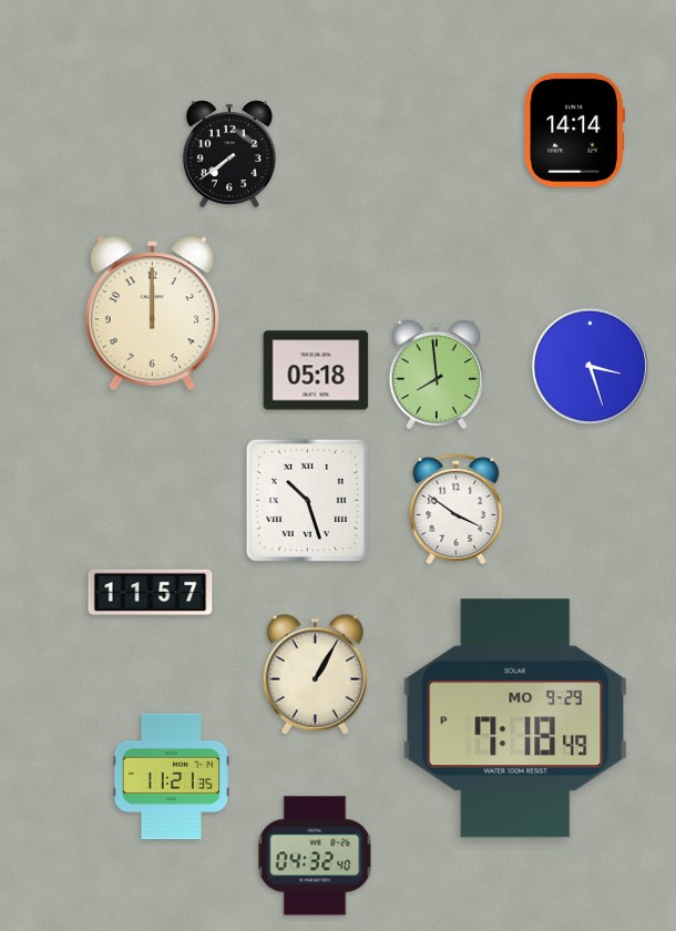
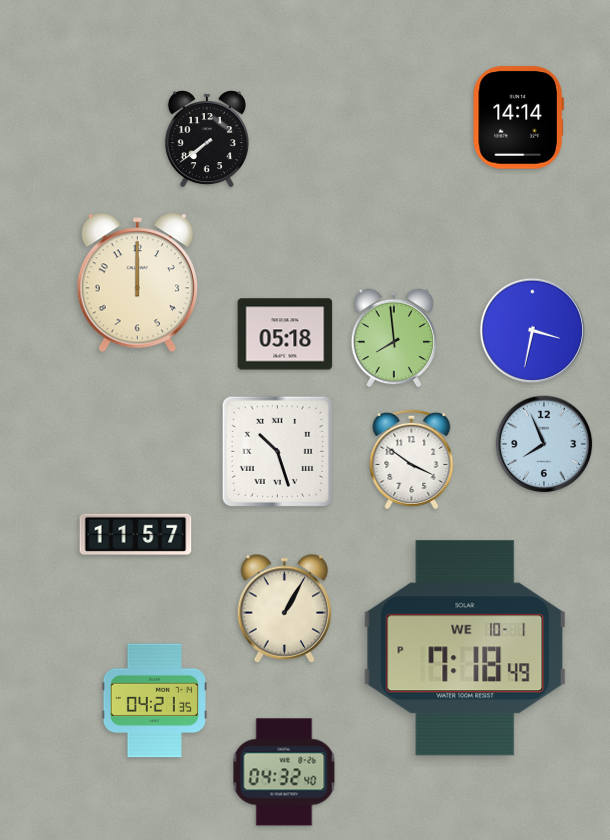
clock at (590, 366): 3:27 -> 3:32
clock at (544, 444): none -> 7:56
clock at (515, 718) date: MO 9-29 -> WE 10-1
clock at (171, 777): 11:21 -> 04:21
